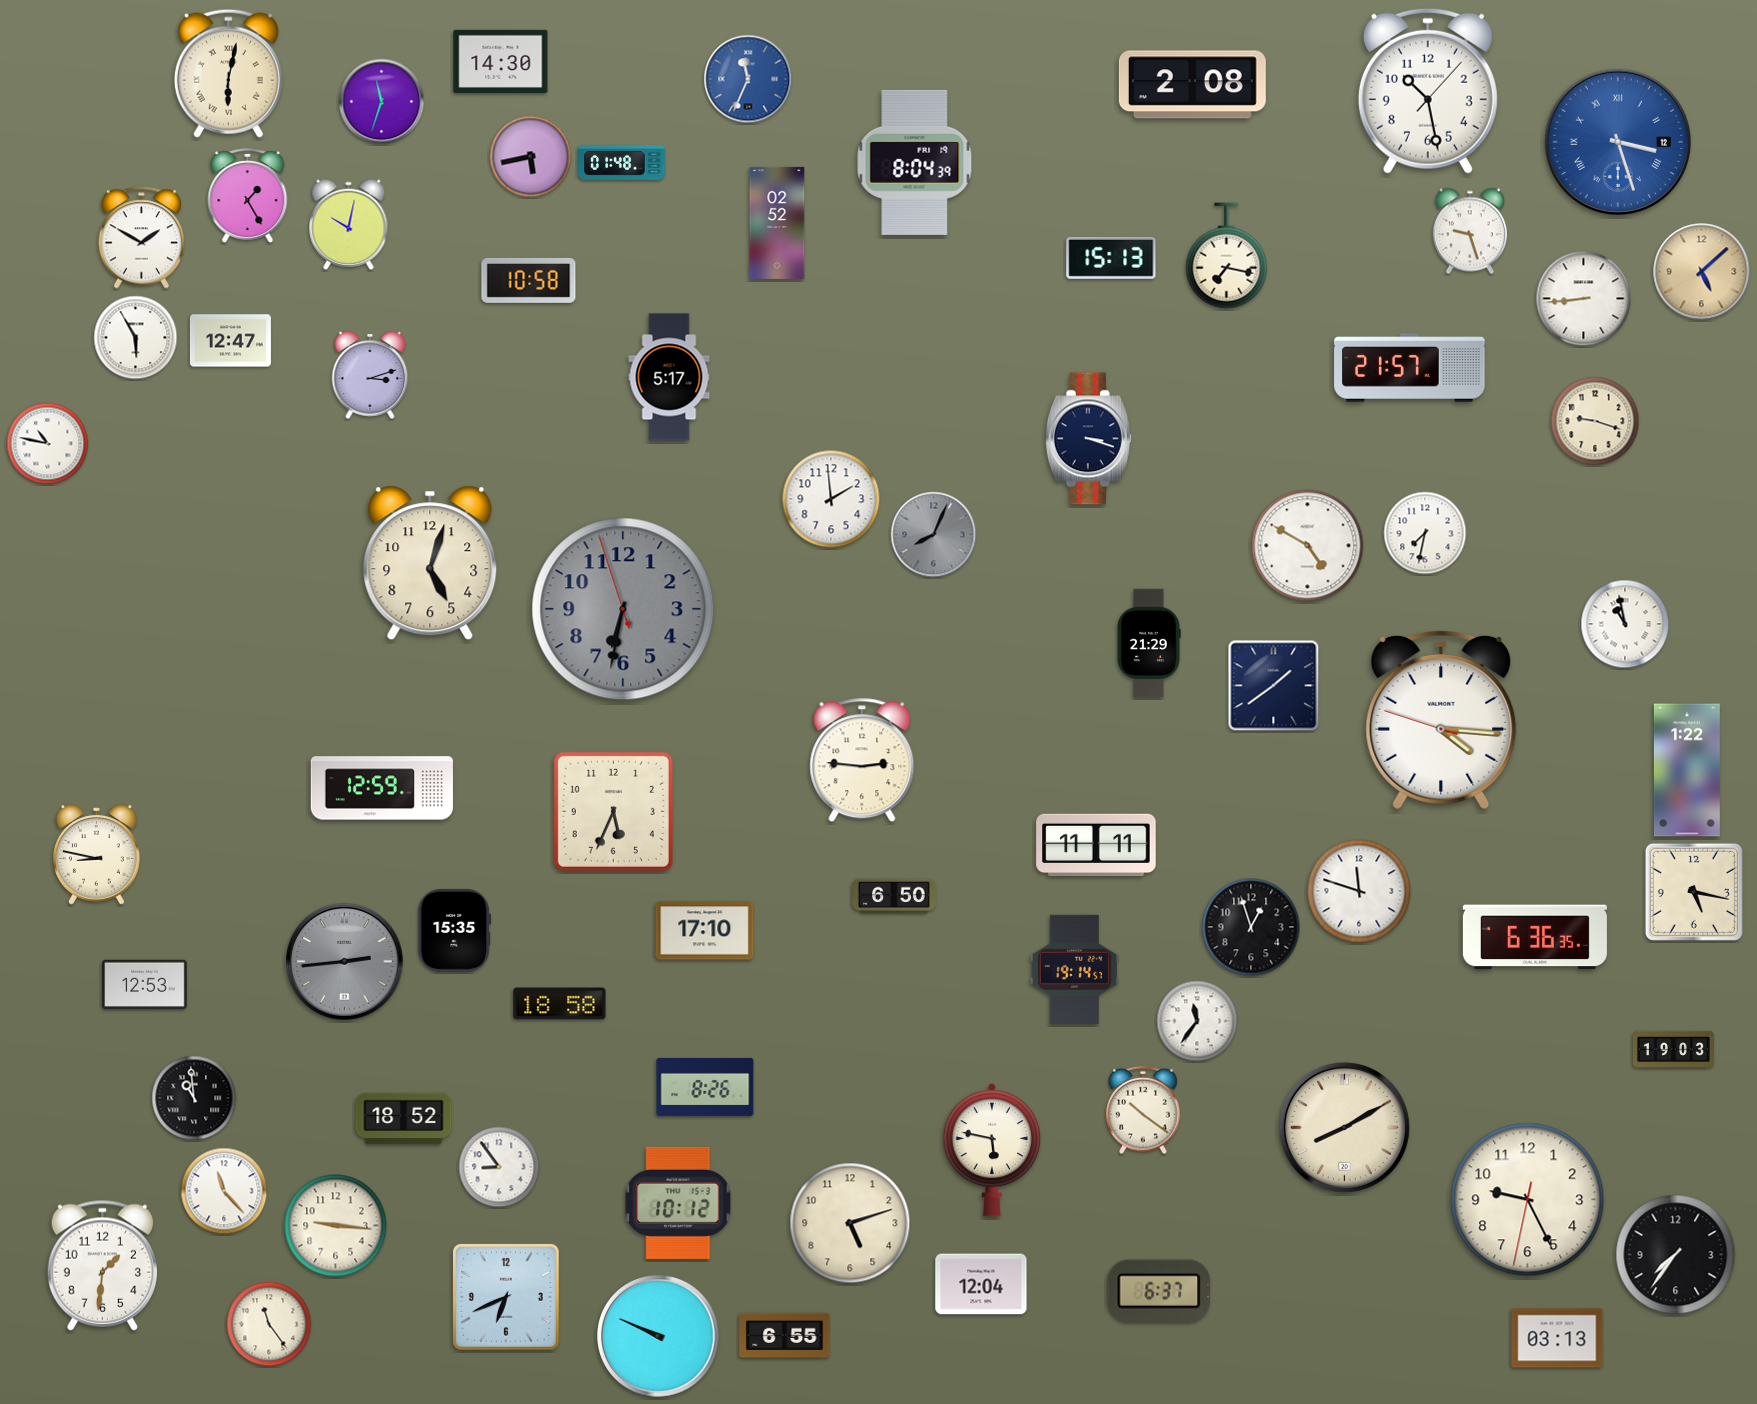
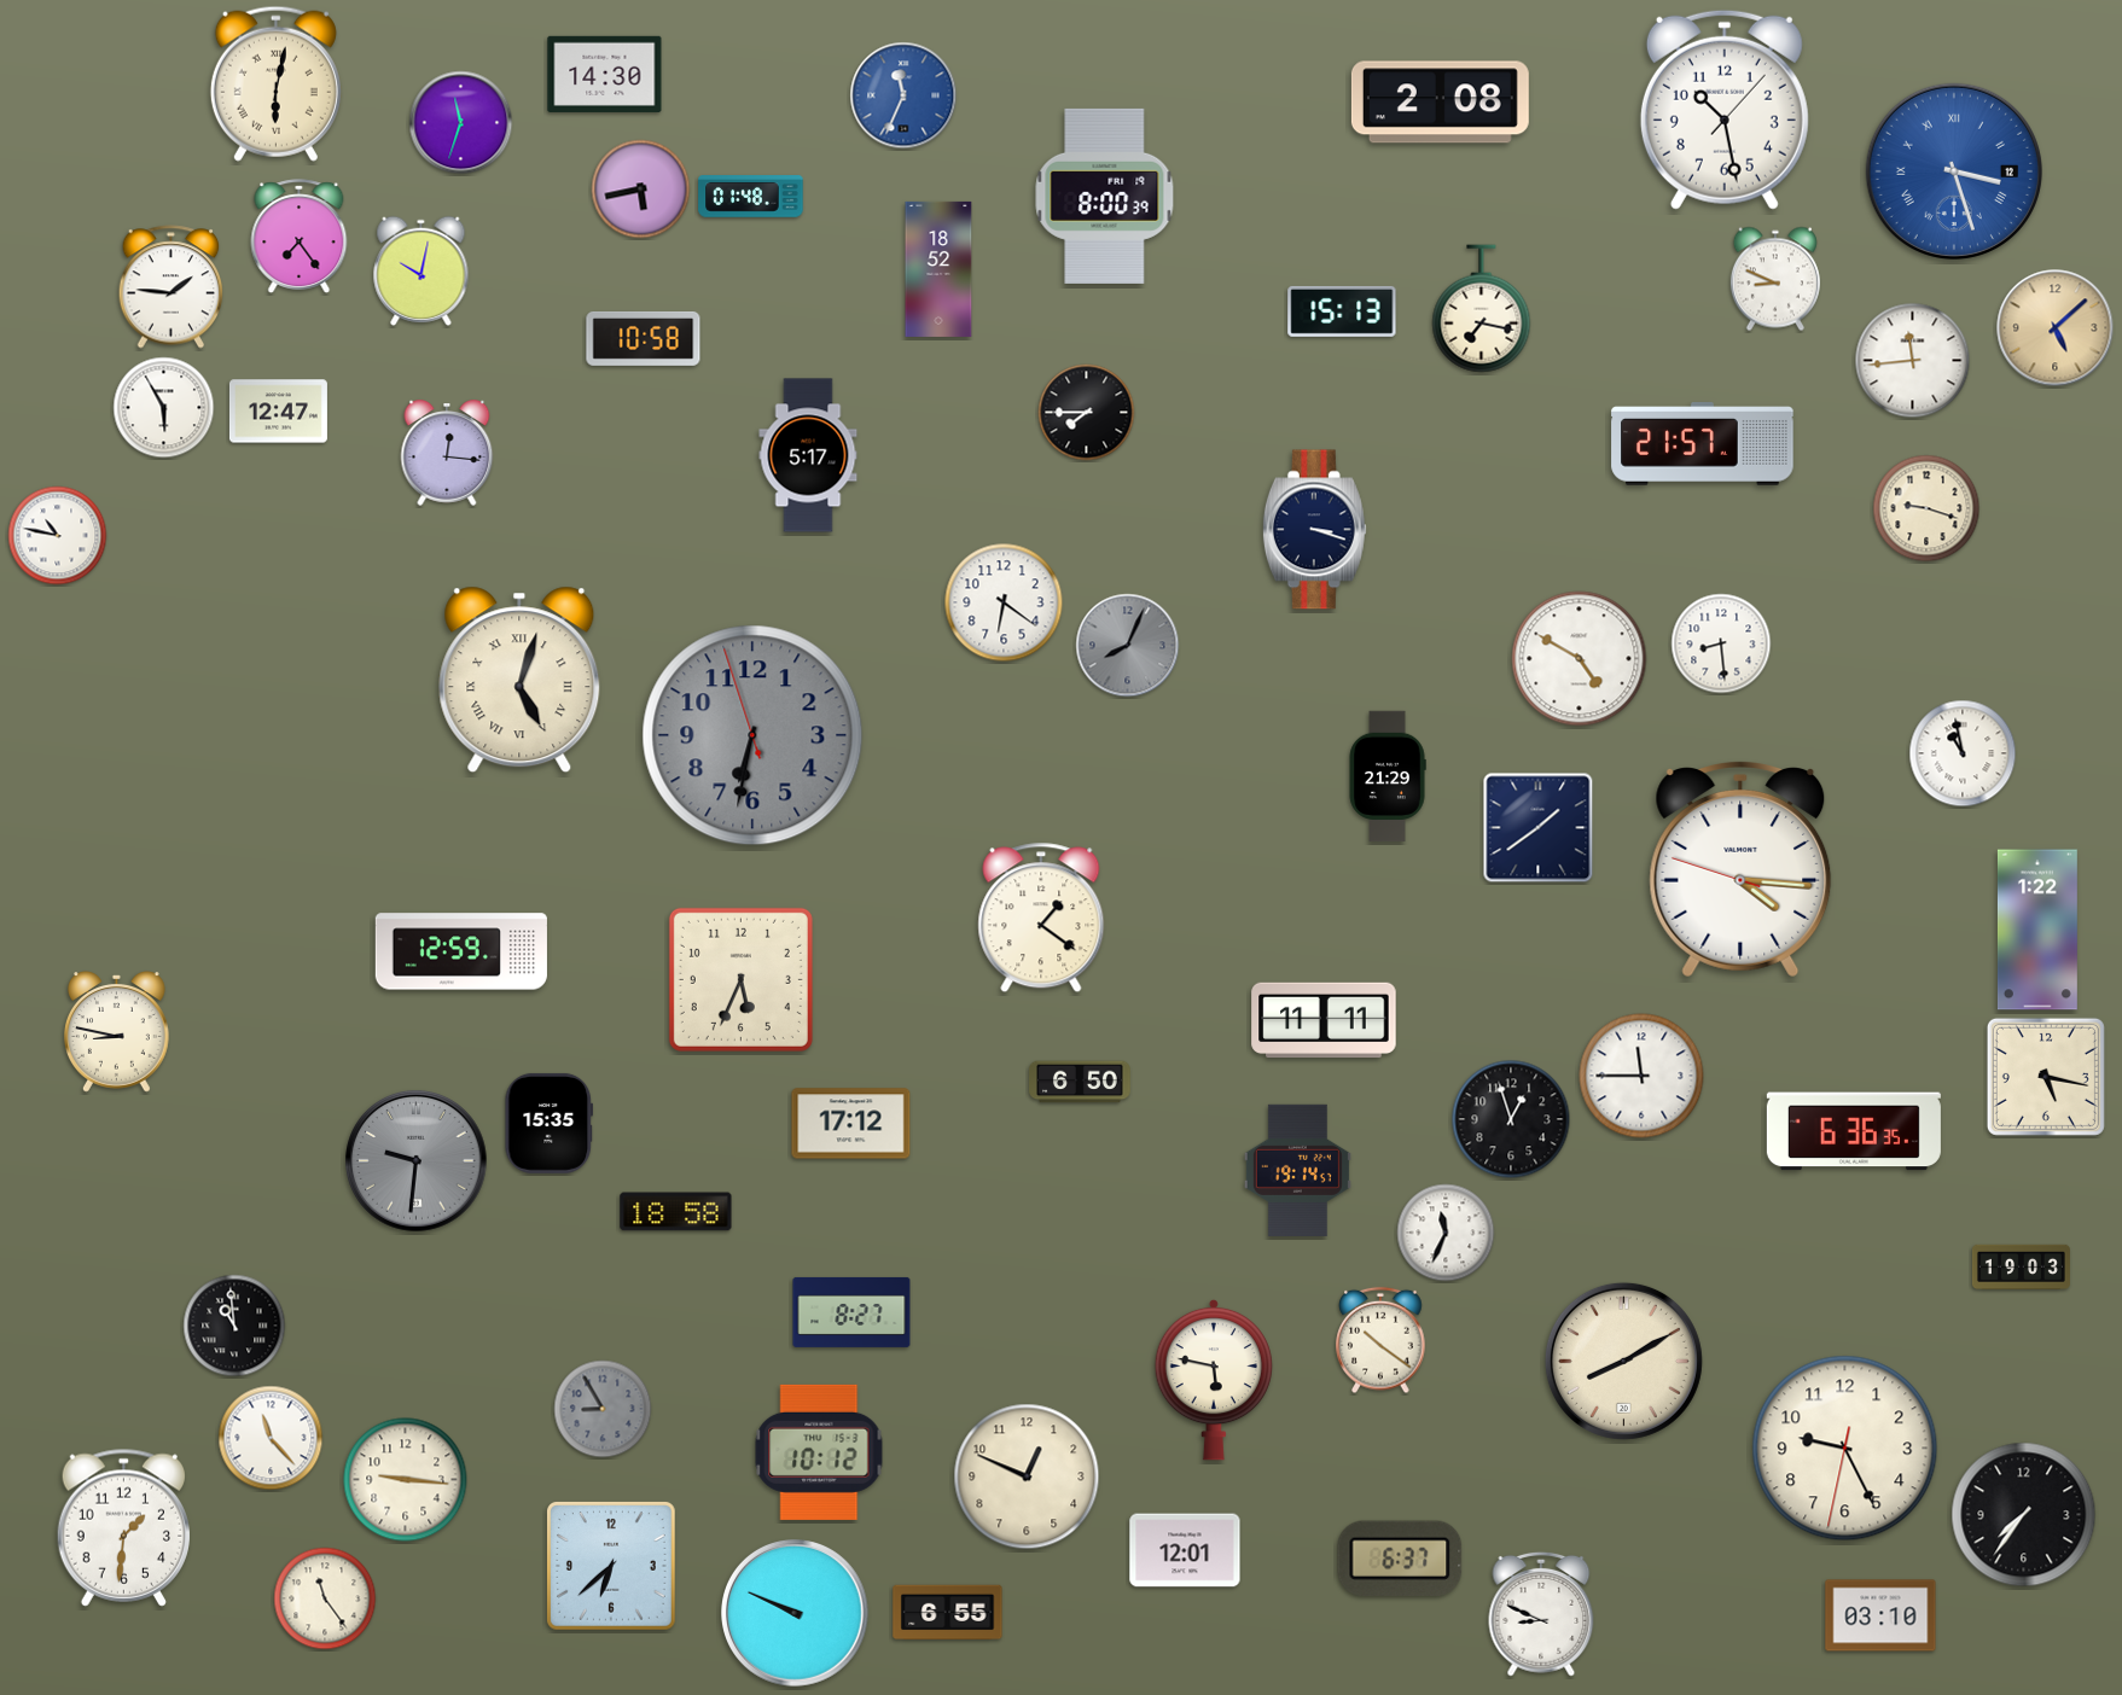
clock at (228, 73) position: (228, 73) -> (275, 83)
clock at (915, 162): 8:04 -> 8:00
clock at (248, 195): 1:25 -> 7:24
clock at (777, 223): 02:52 -> 18:52
clock at (1470, 231): 9:27 -> 8:49
clock at (142, 238): 1:50 -> 1:46
clock at (529, 280) position: (529, 280) -> (644, 338)
clock at (1584, 299): 8:44 -> 11:44
clock at (1087, 413): none -> 7:45
clock at (370, 375): 3:12 -> 12:16
clock at (831, 499): 1:59 -> 6:21
clock at (1425, 533): 7:32 -> 8:29
clock at (430, 563) numerals: Arabic -> Roman
clock at (862, 760): 2:46 -> 1:21
clock at (1359, 891): 11:48 -> 11:45
clock at (705, 931): 17:10 -> 17:12
clock at (345, 962): 2:44 -> 9:31
clock at (145, 985): 12:53 -> none
clock at (1197, 1021): 11:36 -> 11:34
clock at (705, 1087): 8:26 -> 8:27
clock at (404, 1119): 18:52 -> none
clock at (991, 1150) position: (991, 1150) -> (1213, 1380)
clock at (499, 1167): 8:54 -> 8:55
clock at (499, 1167) dial: white -> grey
clock at (850, 1223): 5:12 -> 12:49
clock at (981, 1284): 12:04 -> 12:01
clock at (507, 1298): 6:41 -> 6:38
clock at (1541, 1614): none -> 8:49
clock at (1557, 1338): 03:13 -> 03:10
